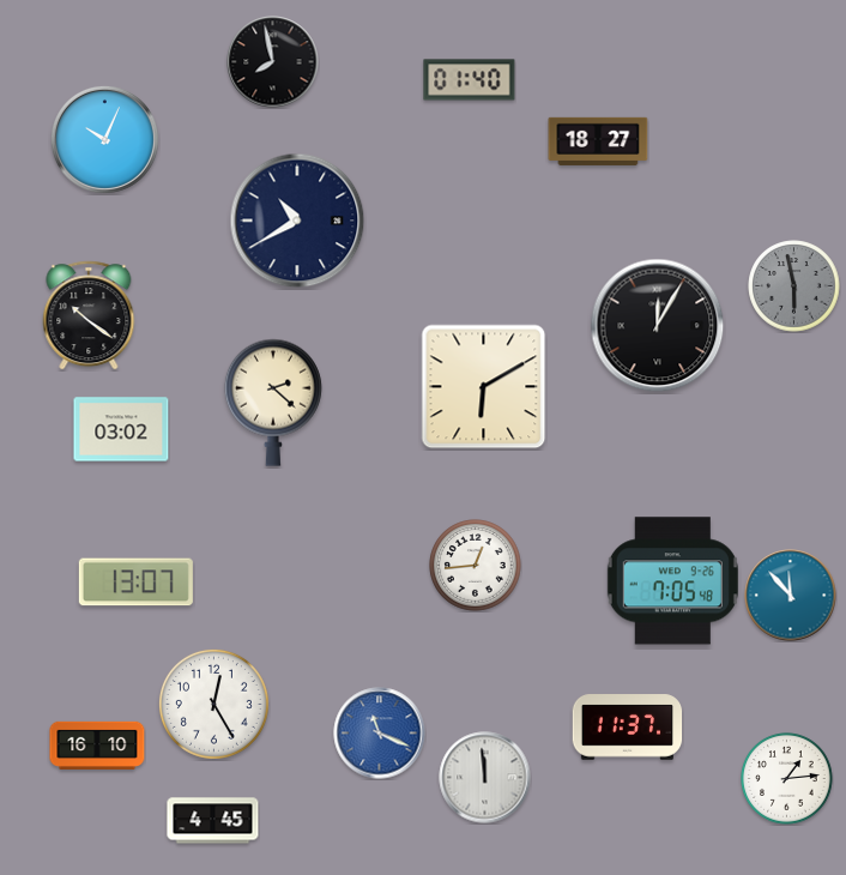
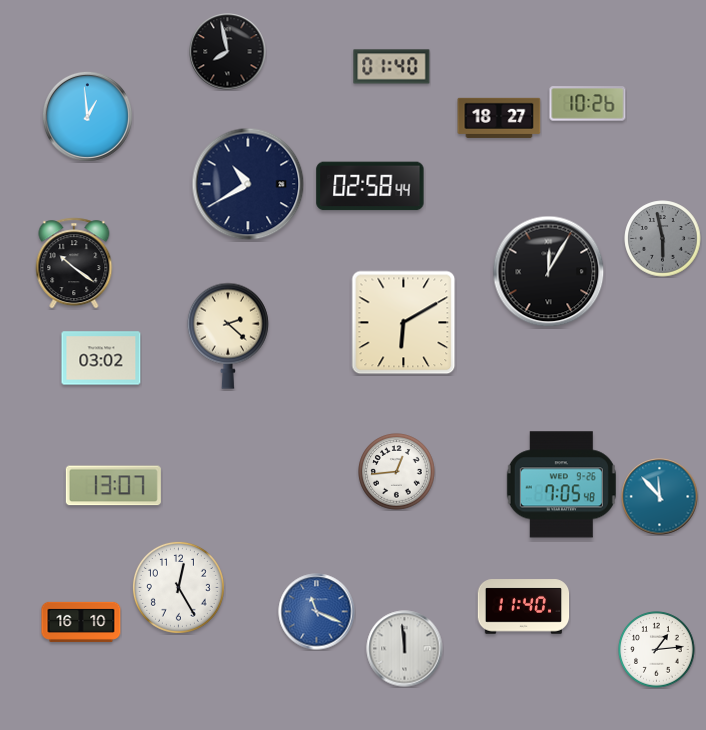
clock at (588, 104): none -> 10:26
clock at (104, 139): 10:04 -> 12:59
clock at (370, 186): none -> 02:58
clock at (628, 728): 11:37 -> 11:40
clock at (213, 821): 4:45 -> none
